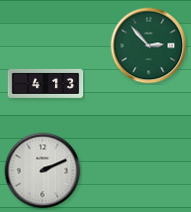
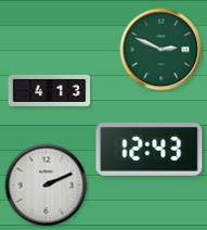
clock at (149, 46): 2:53 -> 2:49
clock at (150, 150): none -> 12:43
